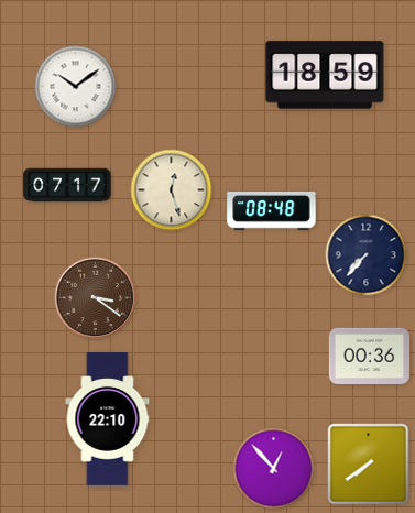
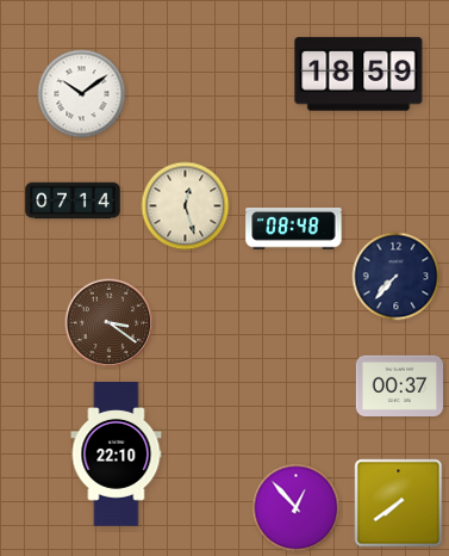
clock at (325, 75) position: (325, 75) -> (358, 74)
clock at (67, 185): 07:17 -> 07:14
clock at (96, 298) position: (96, 298) -> (110, 323)
clock at (370, 356): 00:36 -> 00:37
